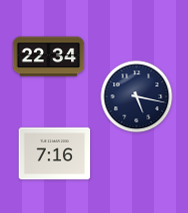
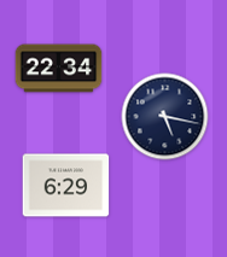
clock at (55, 154): 7:16 -> 6:29
